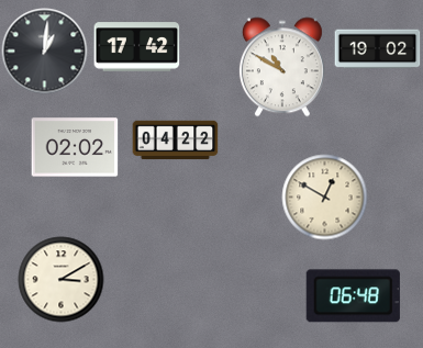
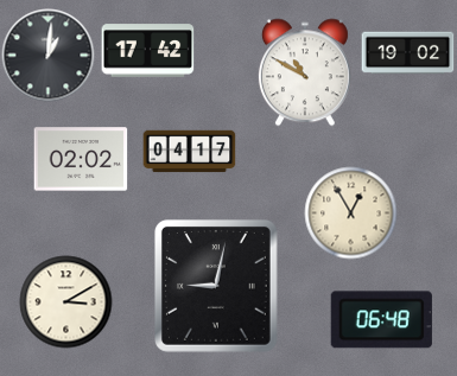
clock at (175, 141): 04:22 -> 04:17
clock at (324, 197): 12:50 -> 12:55
clock at (216, 286): none -> 9:02
